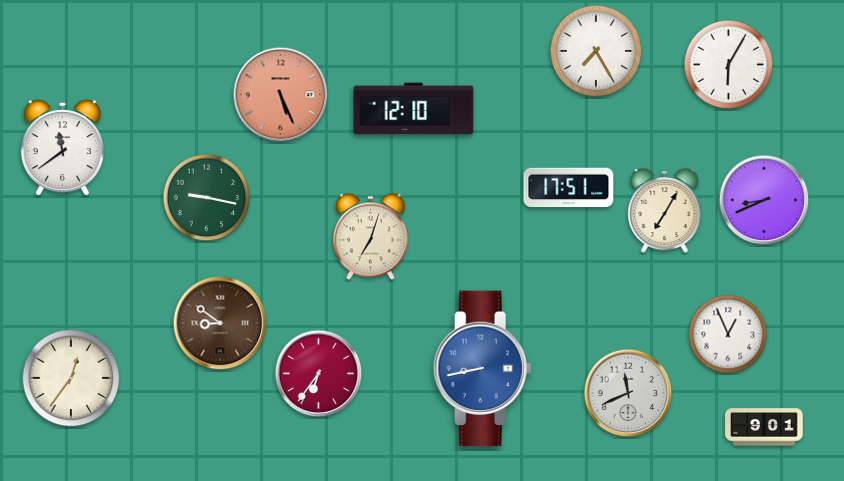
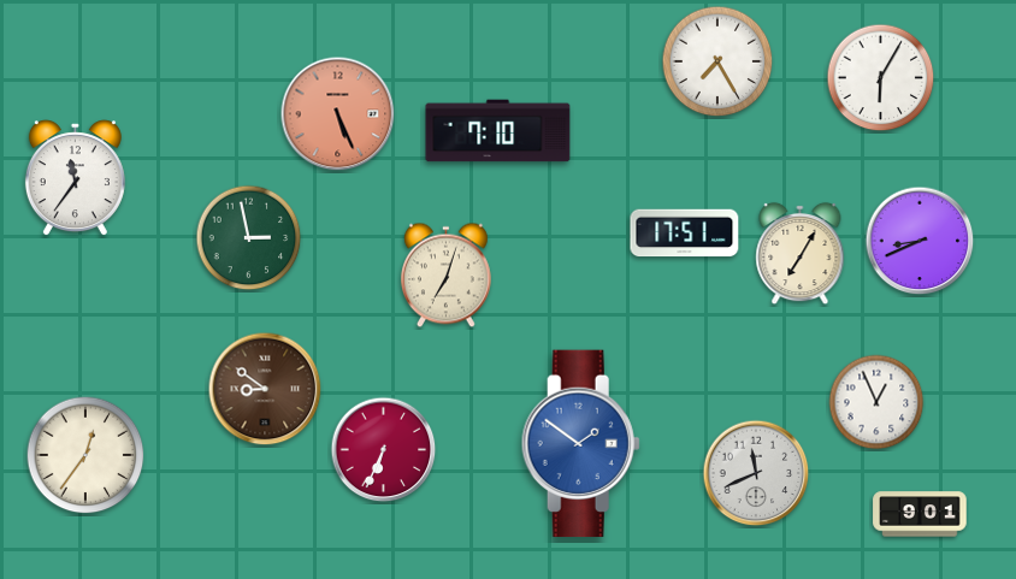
clock at (729, 65) position: (729, 65) -> (881, 78)
clock at (414, 109): 12:10 -> 7:10
clock at (62, 148): 11:39 -> 11:36
clock at (569, 188) position: (569, 188) -> (685, 234)
clock at (207, 198): 9:17 -> 2:58
clock at (370, 237) position: (370, 237) -> (445, 276)
clock at (482, 369): 8:43 -> 1:51
clock at (319, 374): 6:36 -> 6:34
